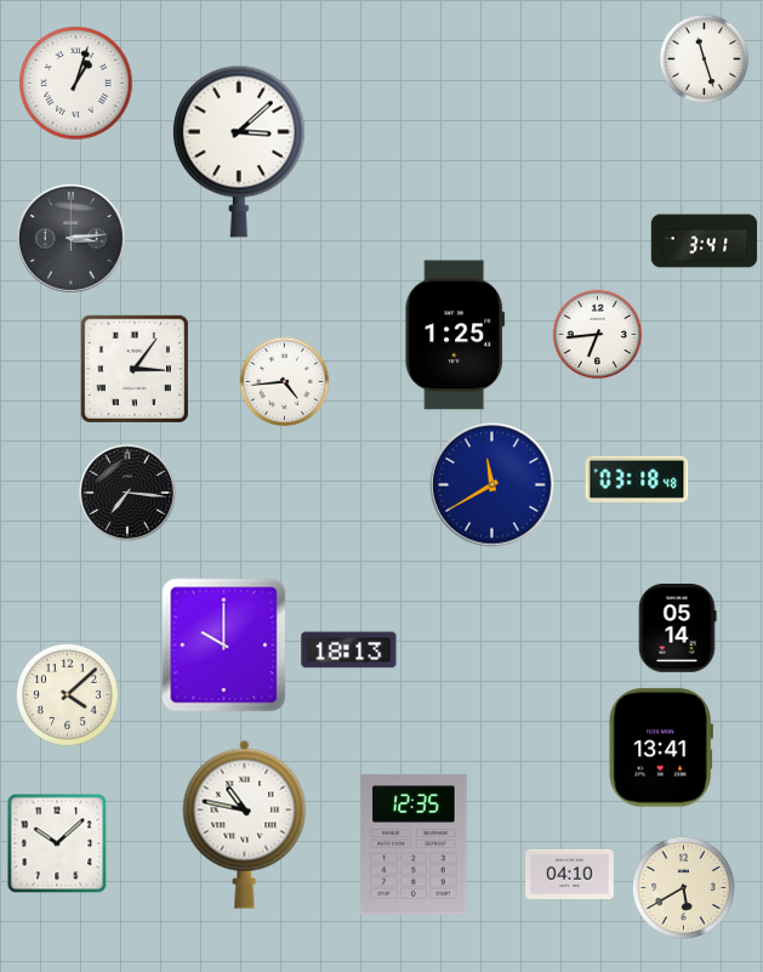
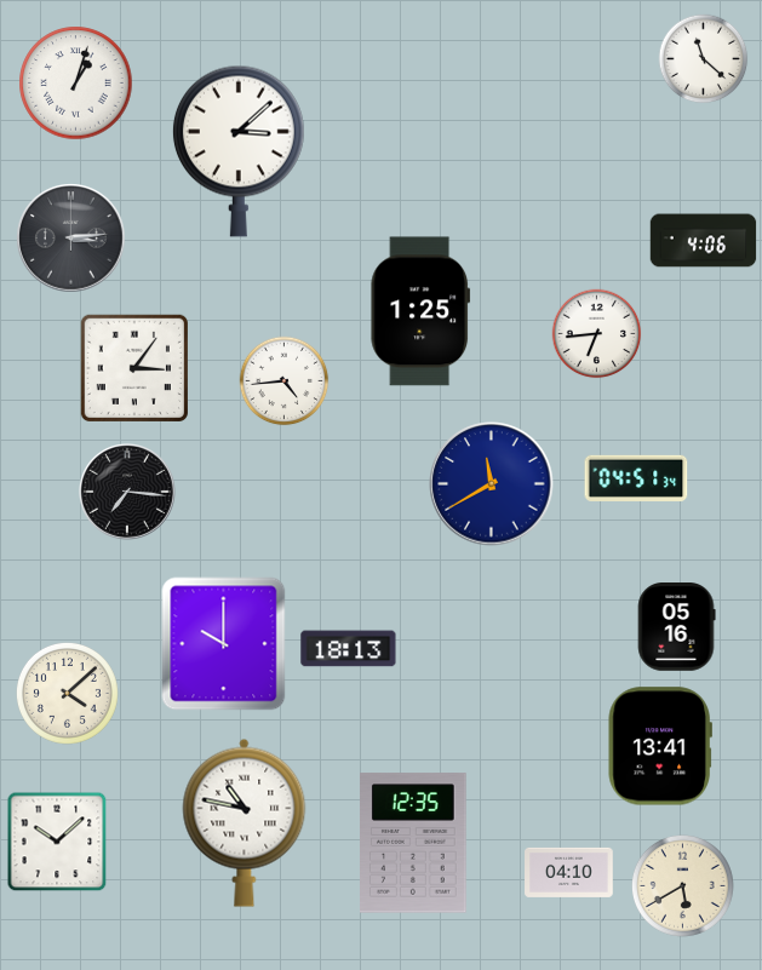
clock at (705, 59): 11:27 -> 11:22
clock at (705, 241): 3:41 -> 4:06
clock at (455, 335) position: (455, 335) -> (420, 311)
clock at (637, 479): 03:18 -> 04:51
clock at (677, 629): 05:14 -> 05:16
